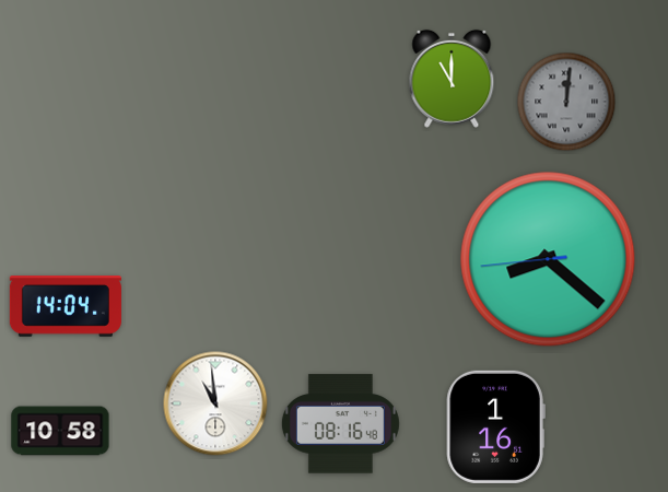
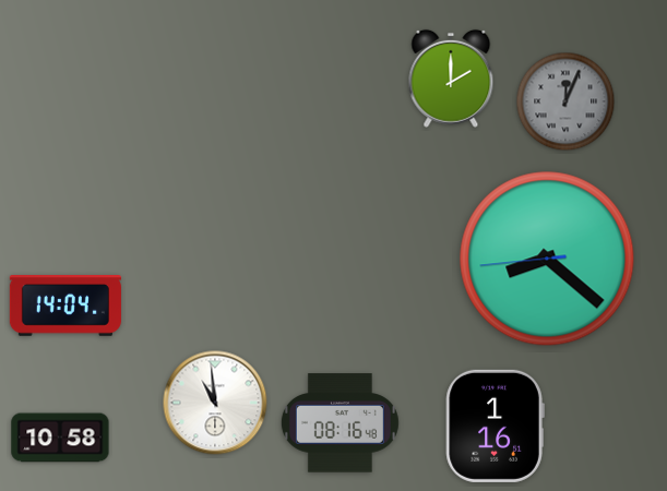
clock at (452, 79): 11:00 -> 2:00
clock at (566, 102): 12:01 -> 12:04
clock at (60, 431) position: (60, 431) -> (60, 438)
